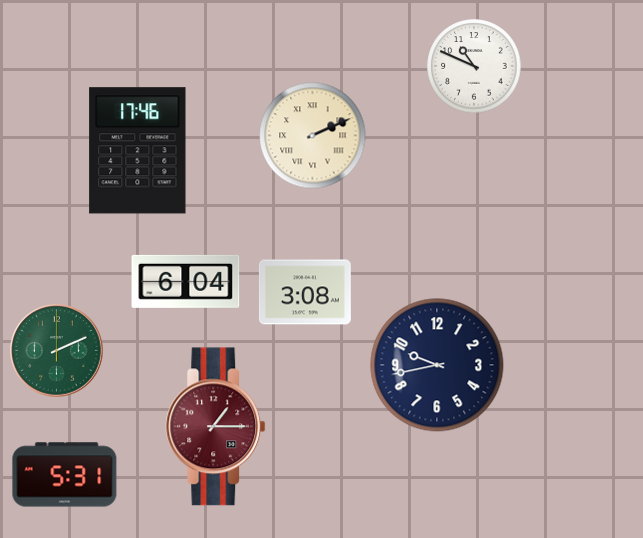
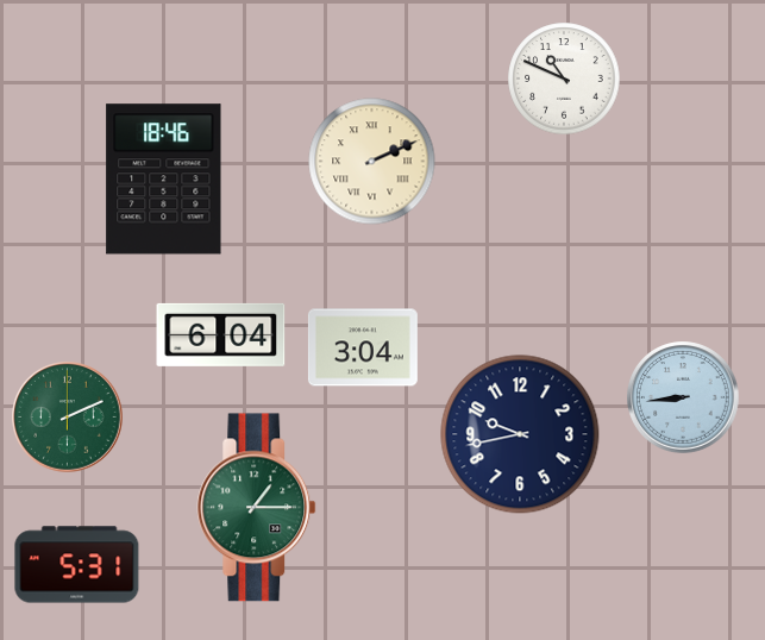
clock at (138, 151): 17:46 -> 18:46
clock at (305, 292): 3:08 -> 3:04
clock at (683, 397): none -> 8:44
clock at (216, 427) dial: burgundy -> green
